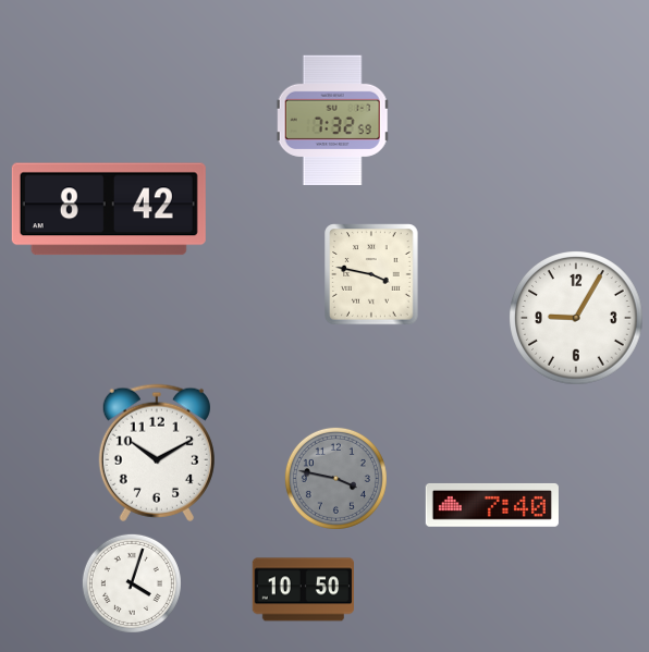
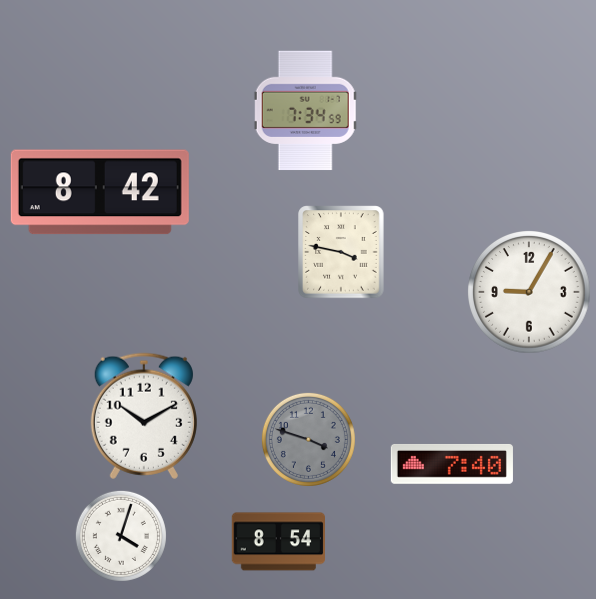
clock at (333, 121): 7:32 -> 7:34
clock at (335, 478): 3:47 -> 3:48
clock at (303, 590): 10:50 -> 8:54
